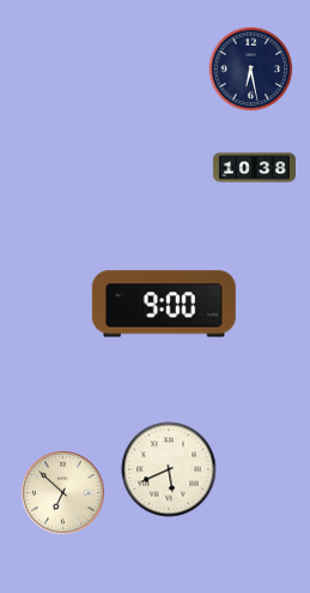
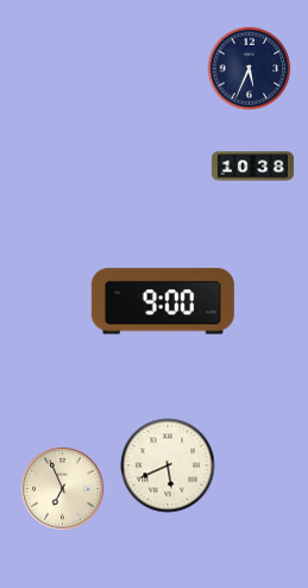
clock at (251, 70): 6:28 -> 5:34
clock at (62, 492): 6:52 -> 6:56
